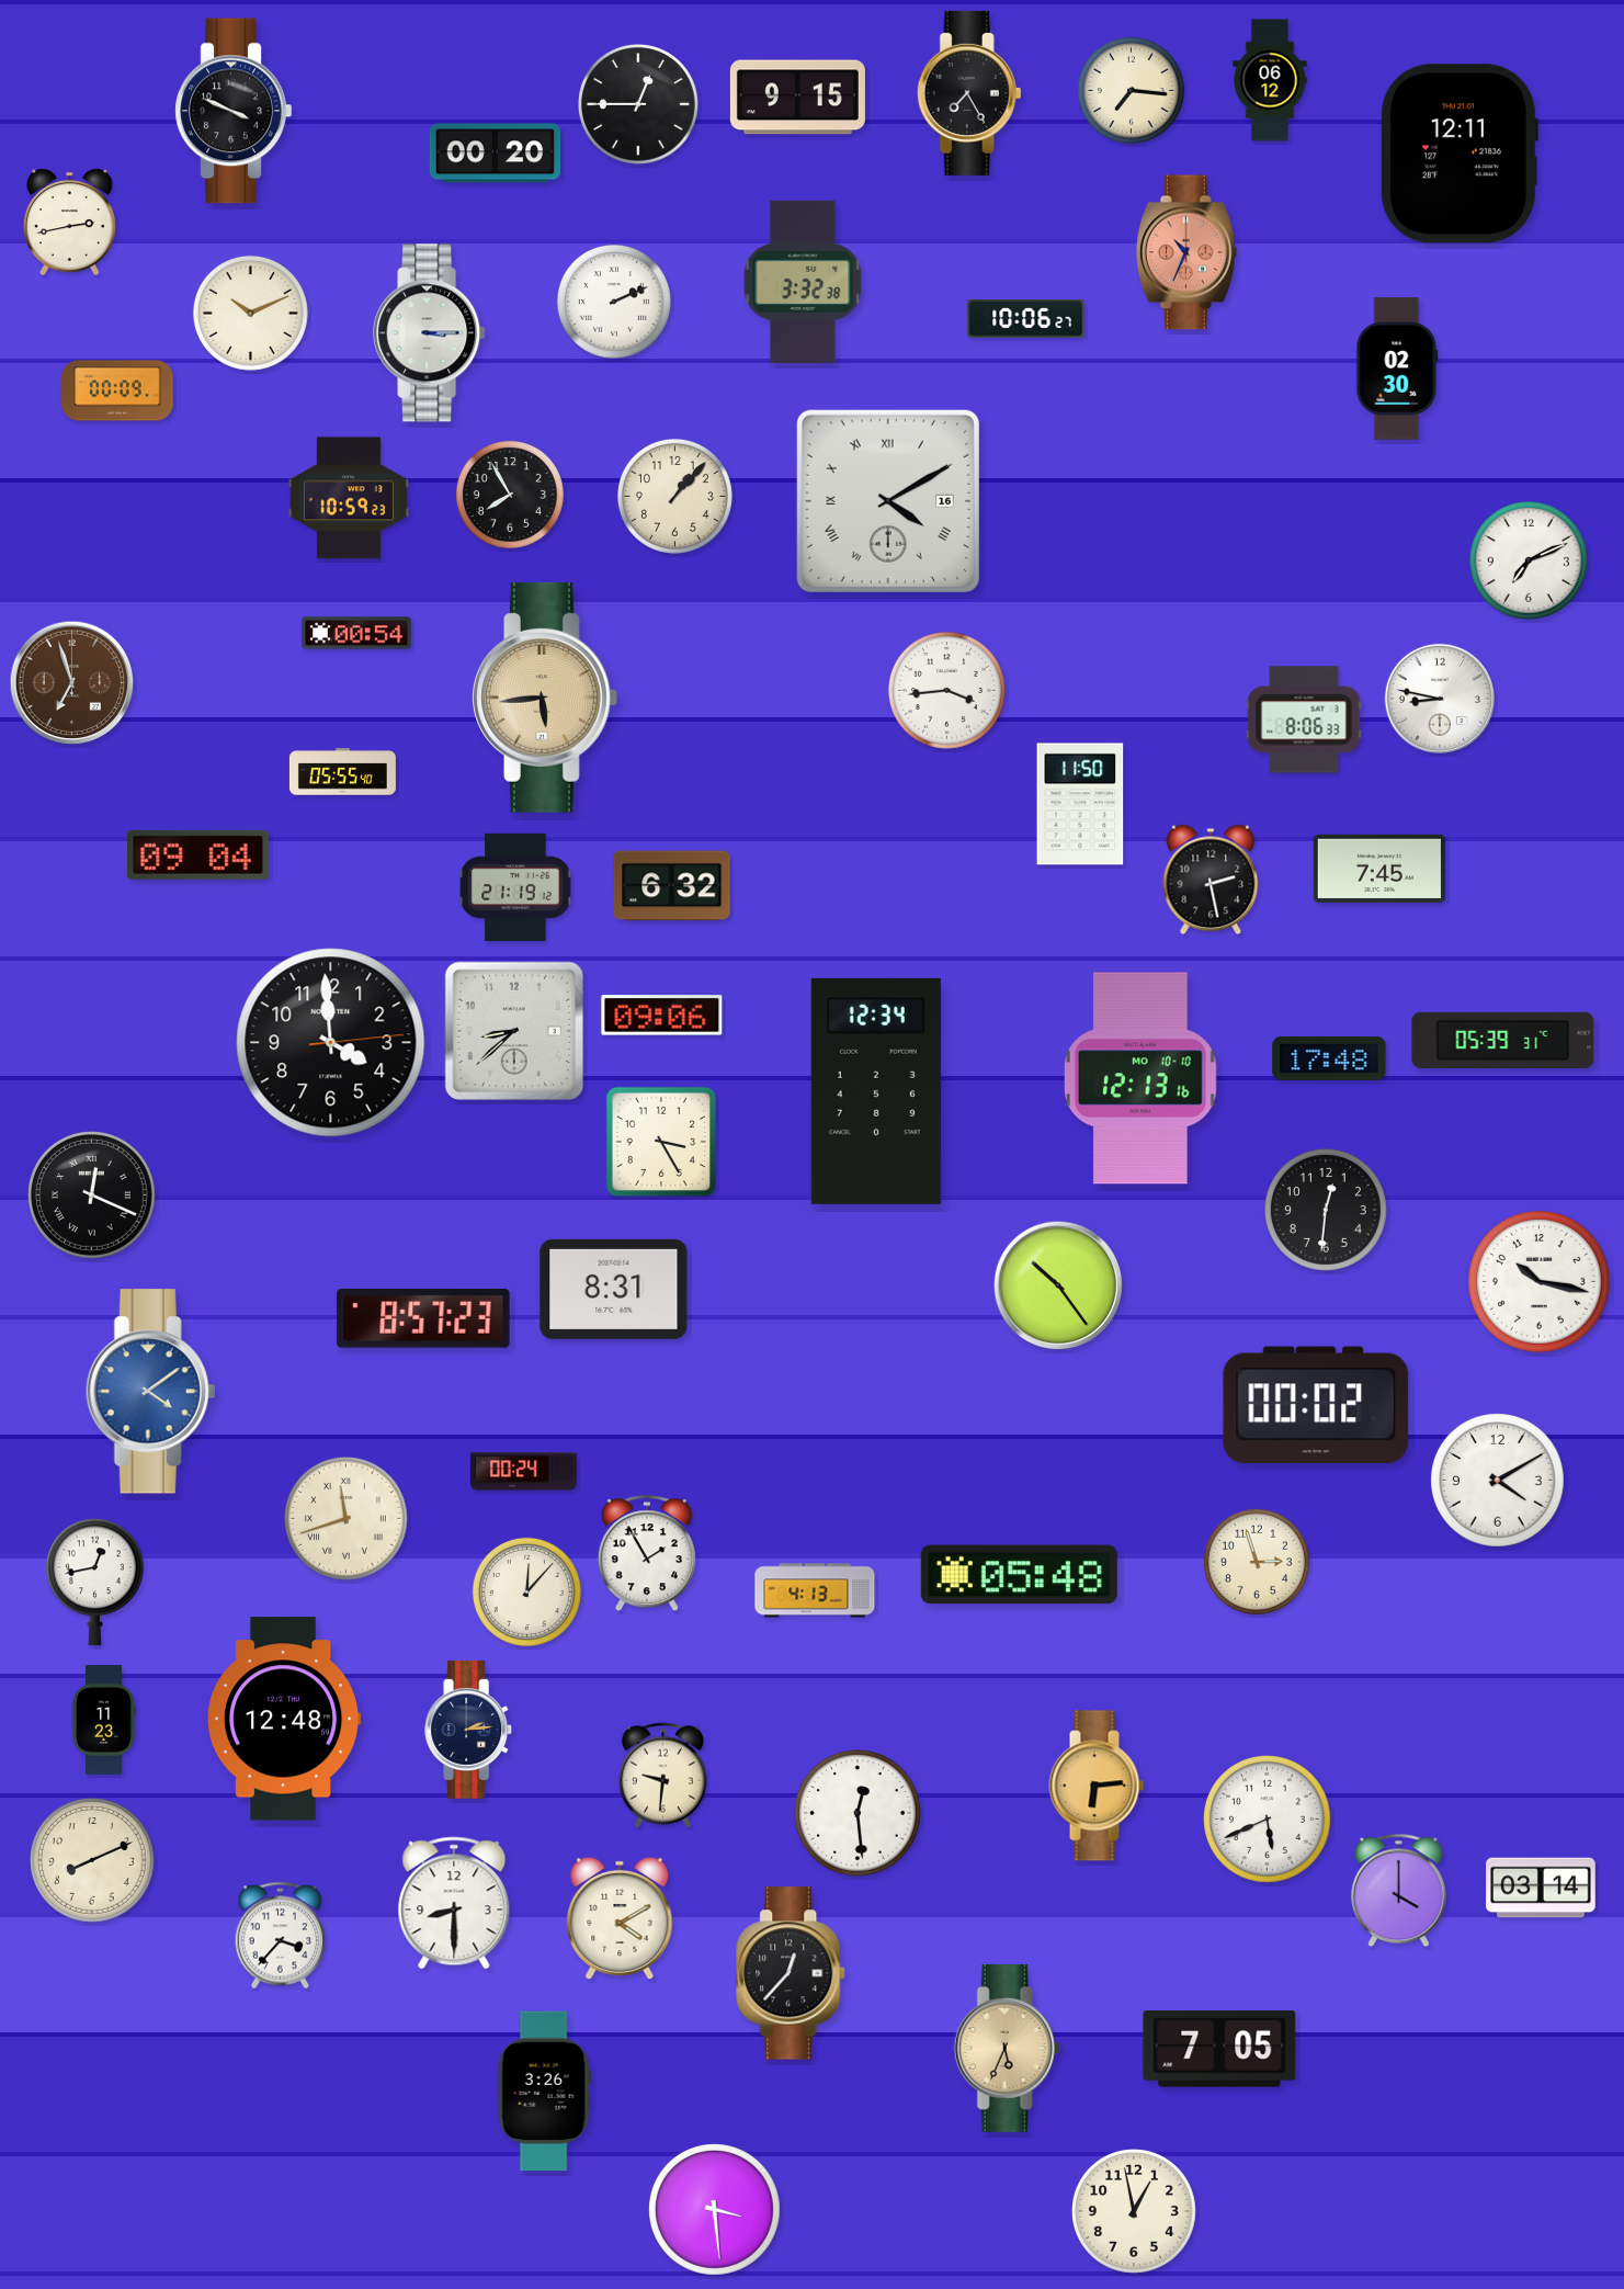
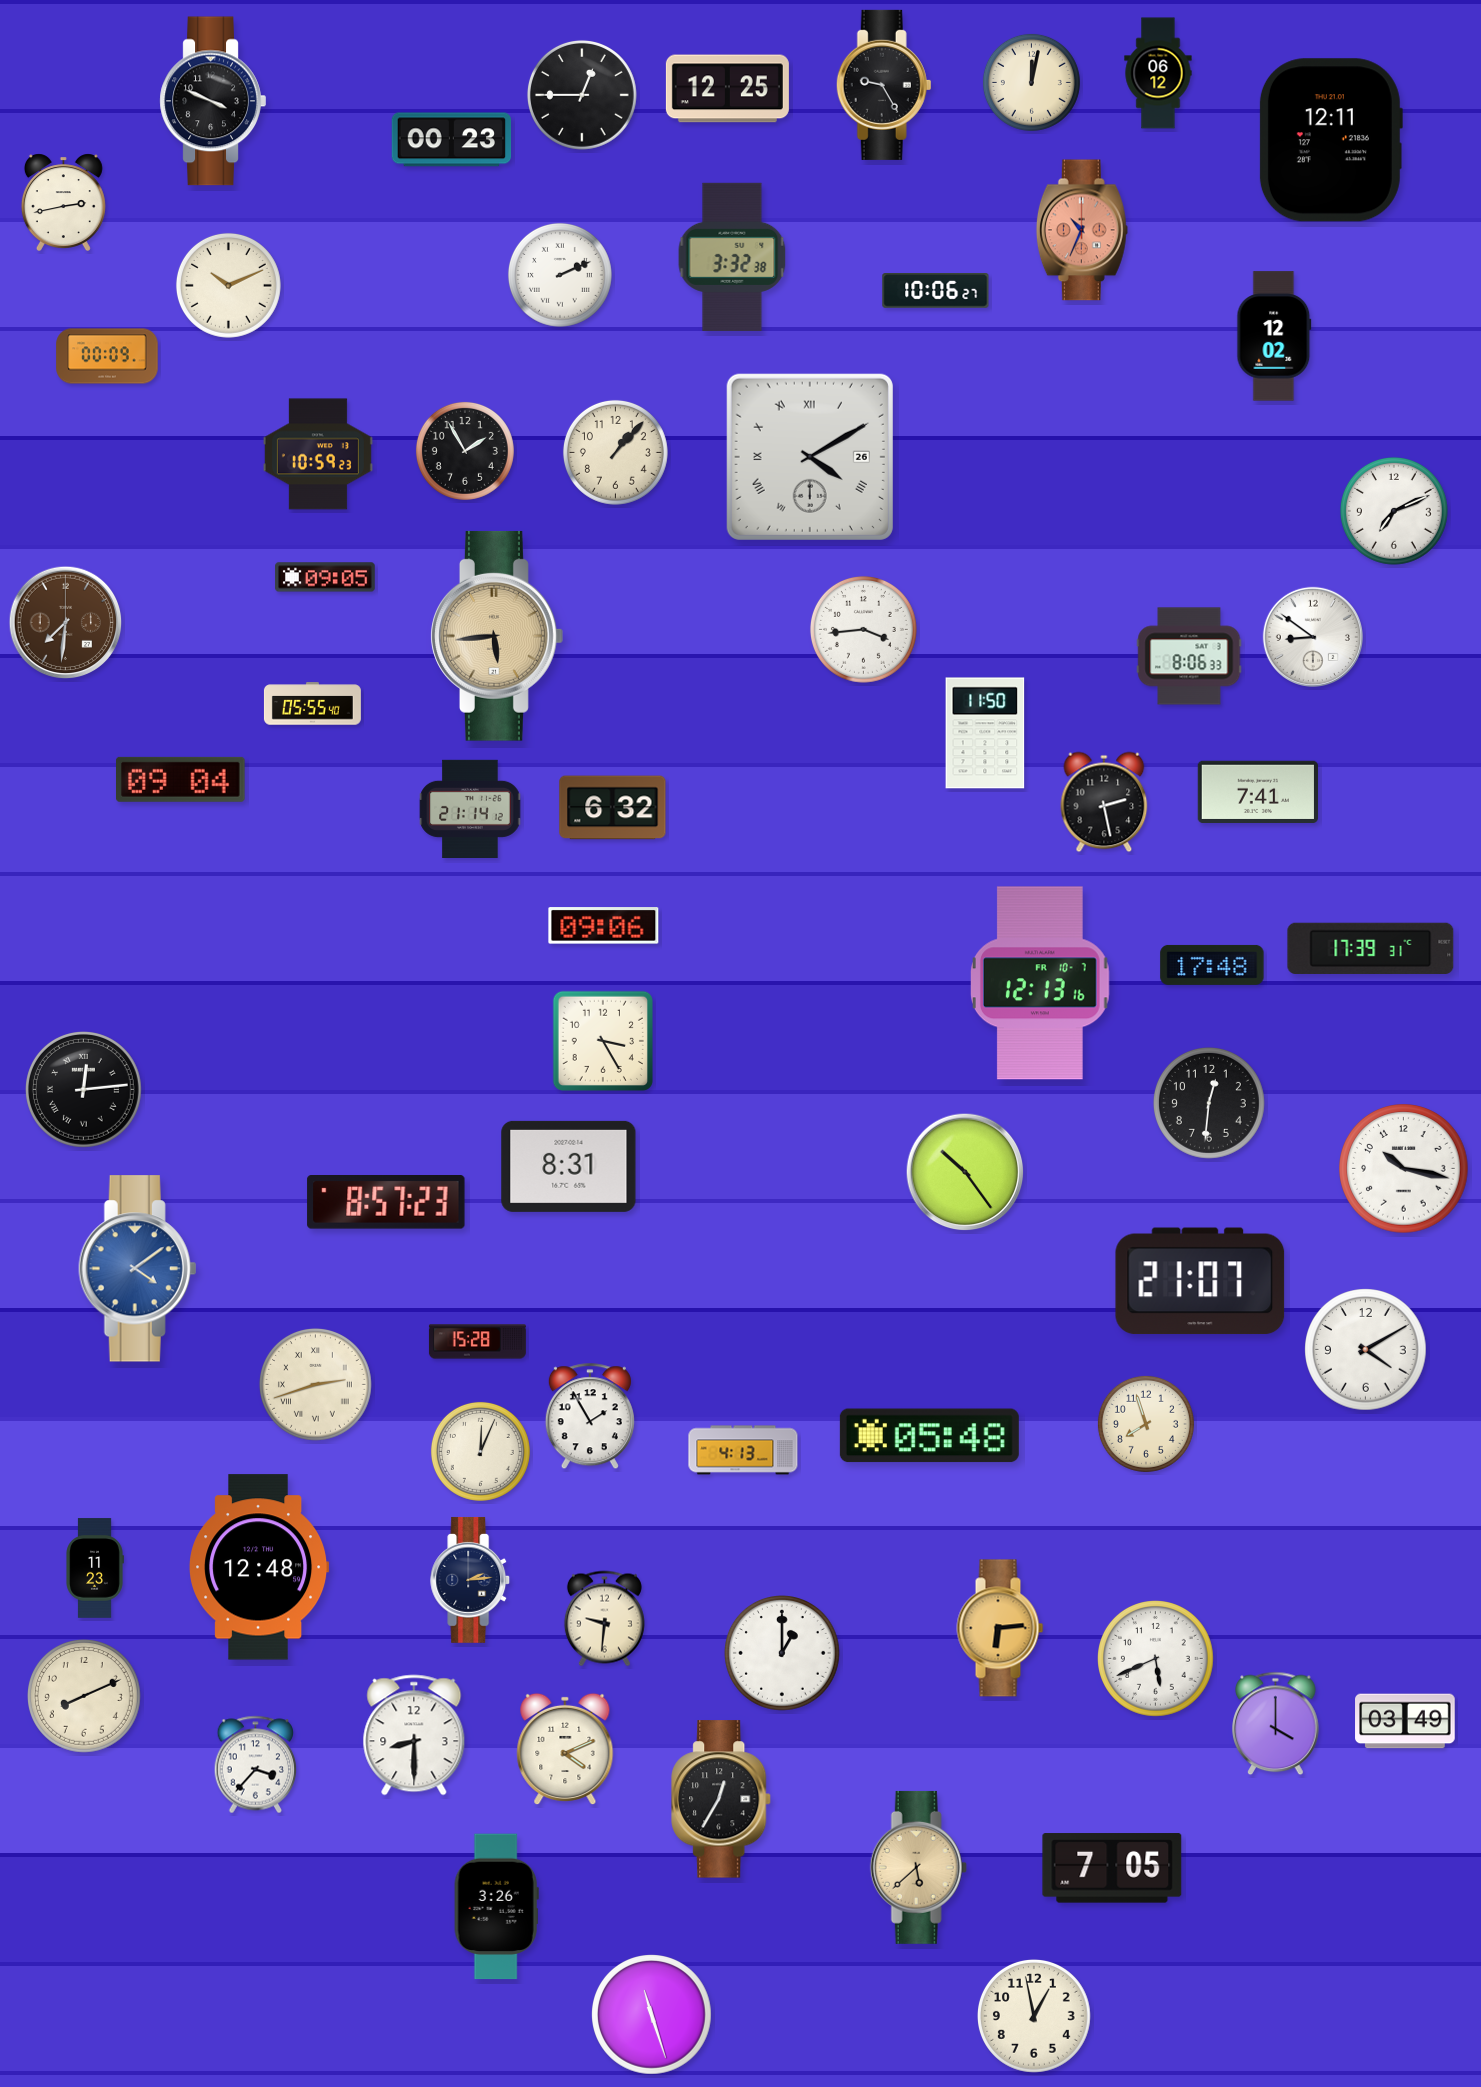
clock at (1131, 90): 7:16 -> 12:02
clock at (969, 93): 7:25 -> 9:25
clock at (797, 98): 9:15 -> 12:25
clock at (496, 154): 00:20 -> 00:23
clock at (430, 333): 3:15 -> none
clock at (1397, 369): 02:30 -> 12:02
clock at (510, 495): 7:55 -> 1:55
clock at (888, 501) date: 16 -> 26
clock at (356, 633): 00:54 -> 09:05
clock at (72, 683): 6:57 -> 7:31
clock at (1440, 699): 8:47 -> 8:51
clock at (1379, 868): 7:45 -> 7:41
clock at (515, 886): 21:19 -> 21:14
clock at (513, 1030): 8:38 -> none
clock at (1503, 1040): 05:39 -> 17:39
clock at (331, 1043): 3:59 -> none
clock at (1140, 1078) date: MO 10-10 -> FR 10-7
clock at (876, 1091): 12:34 -> none
clock at (92, 1196): 12:19 -> 12:14
clock at (614, 1289) position: (614, 1289) -> (569, 1166)
clock at (1316, 1405): 00:02 -> 21:07
clock at (523, 1472): 00:24 -> 15:28
clock at (347, 1519): 11:42 -> 2:42
clock at (1257, 1562): 2:57 -> 7:57
clock at (94, 1583): 12:43 -> none
clock at (526, 1591): 12:07 -> 12:04
clock at (469, 1730) position: (469, 1730) -> (471, 1580)
clock at (859, 1814): 12:29 -> 1:00
clock at (1541, 1888): 03:14 -> 03:49
clock at (620, 1918): 4:10 -> 4:11
clock at (792, 1973): 12:37 -> 12:35
clock at (1007, 2048): 5:34 -> 5:38
clock at (715, 2210): 3:29 -> 11:27
